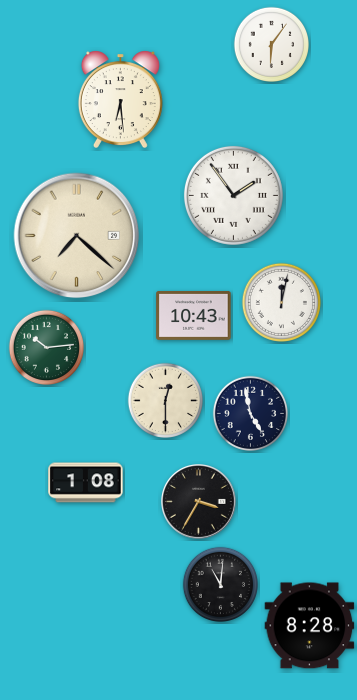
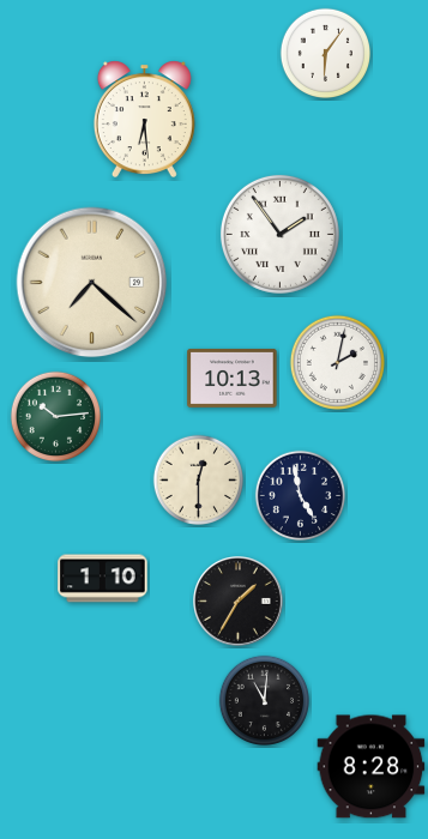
clock at (281, 302): 12:02 -> 2:02
clock at (194, 315): 10:43 -> 10:13
clock at (86, 483): 1:08 -> 1:10
clock at (199, 502): 3:35 -> 1:35
clock at (310, 626) position: (310, 626) -> (372, 767)
